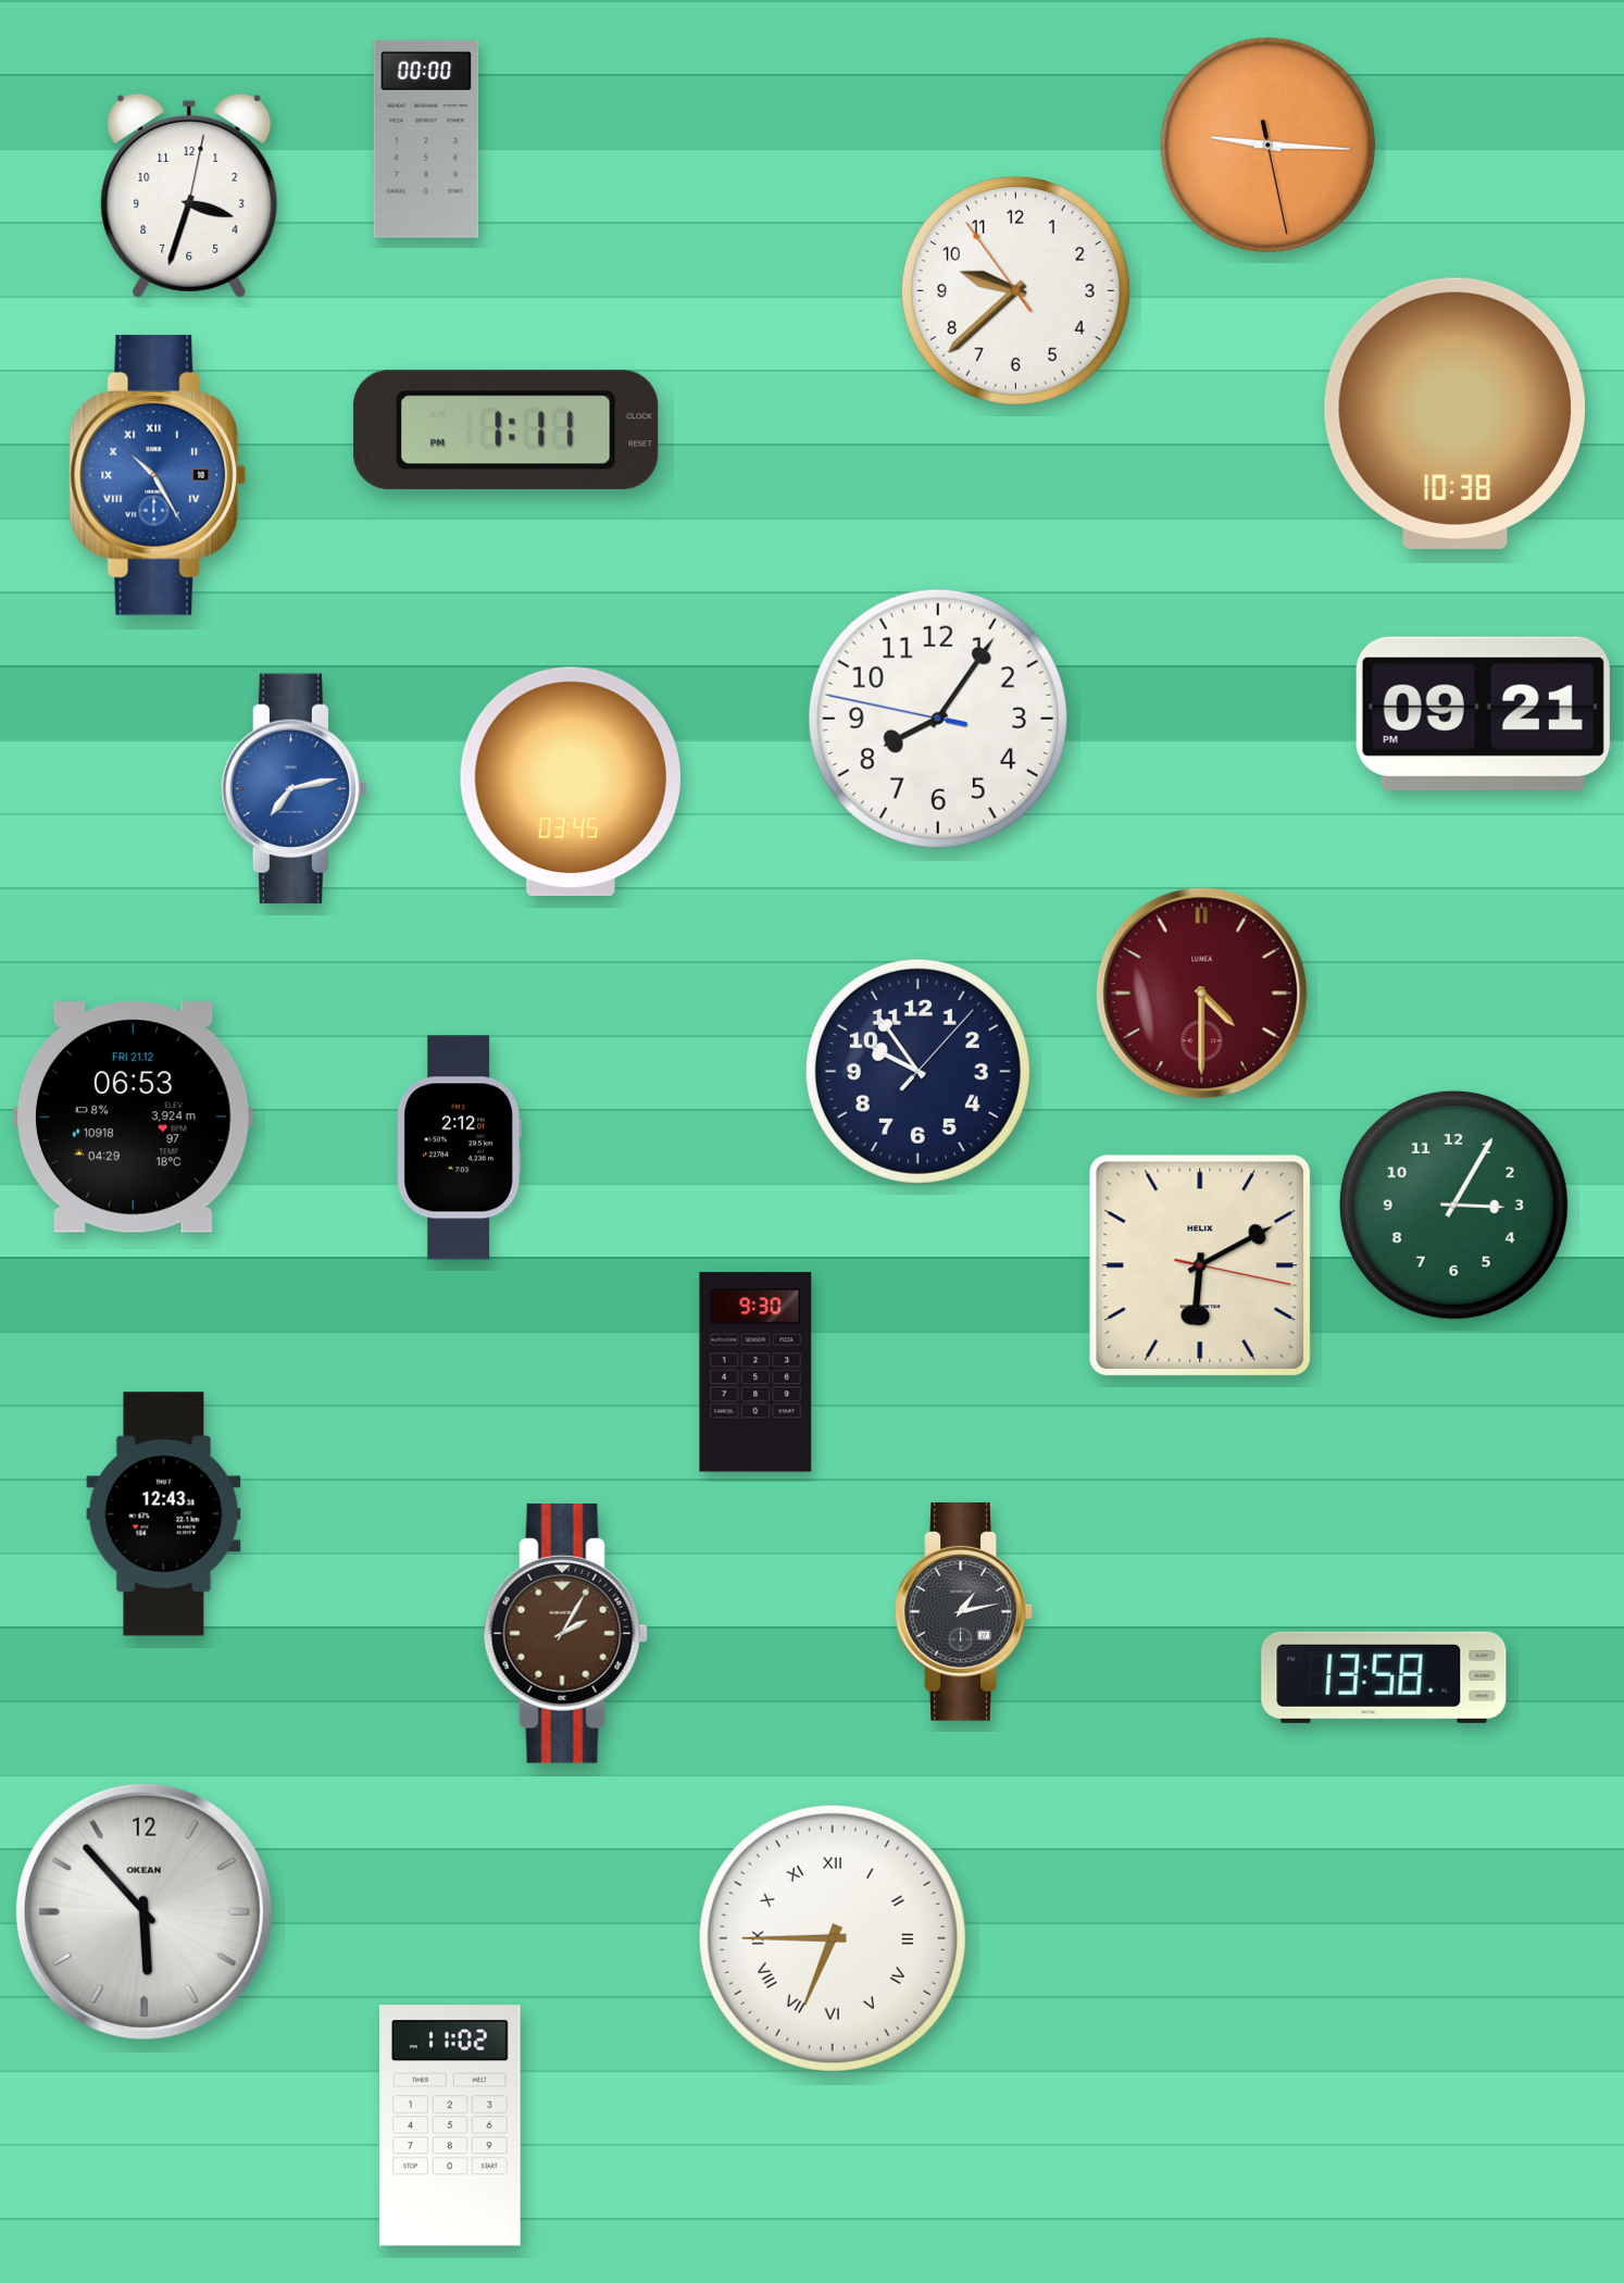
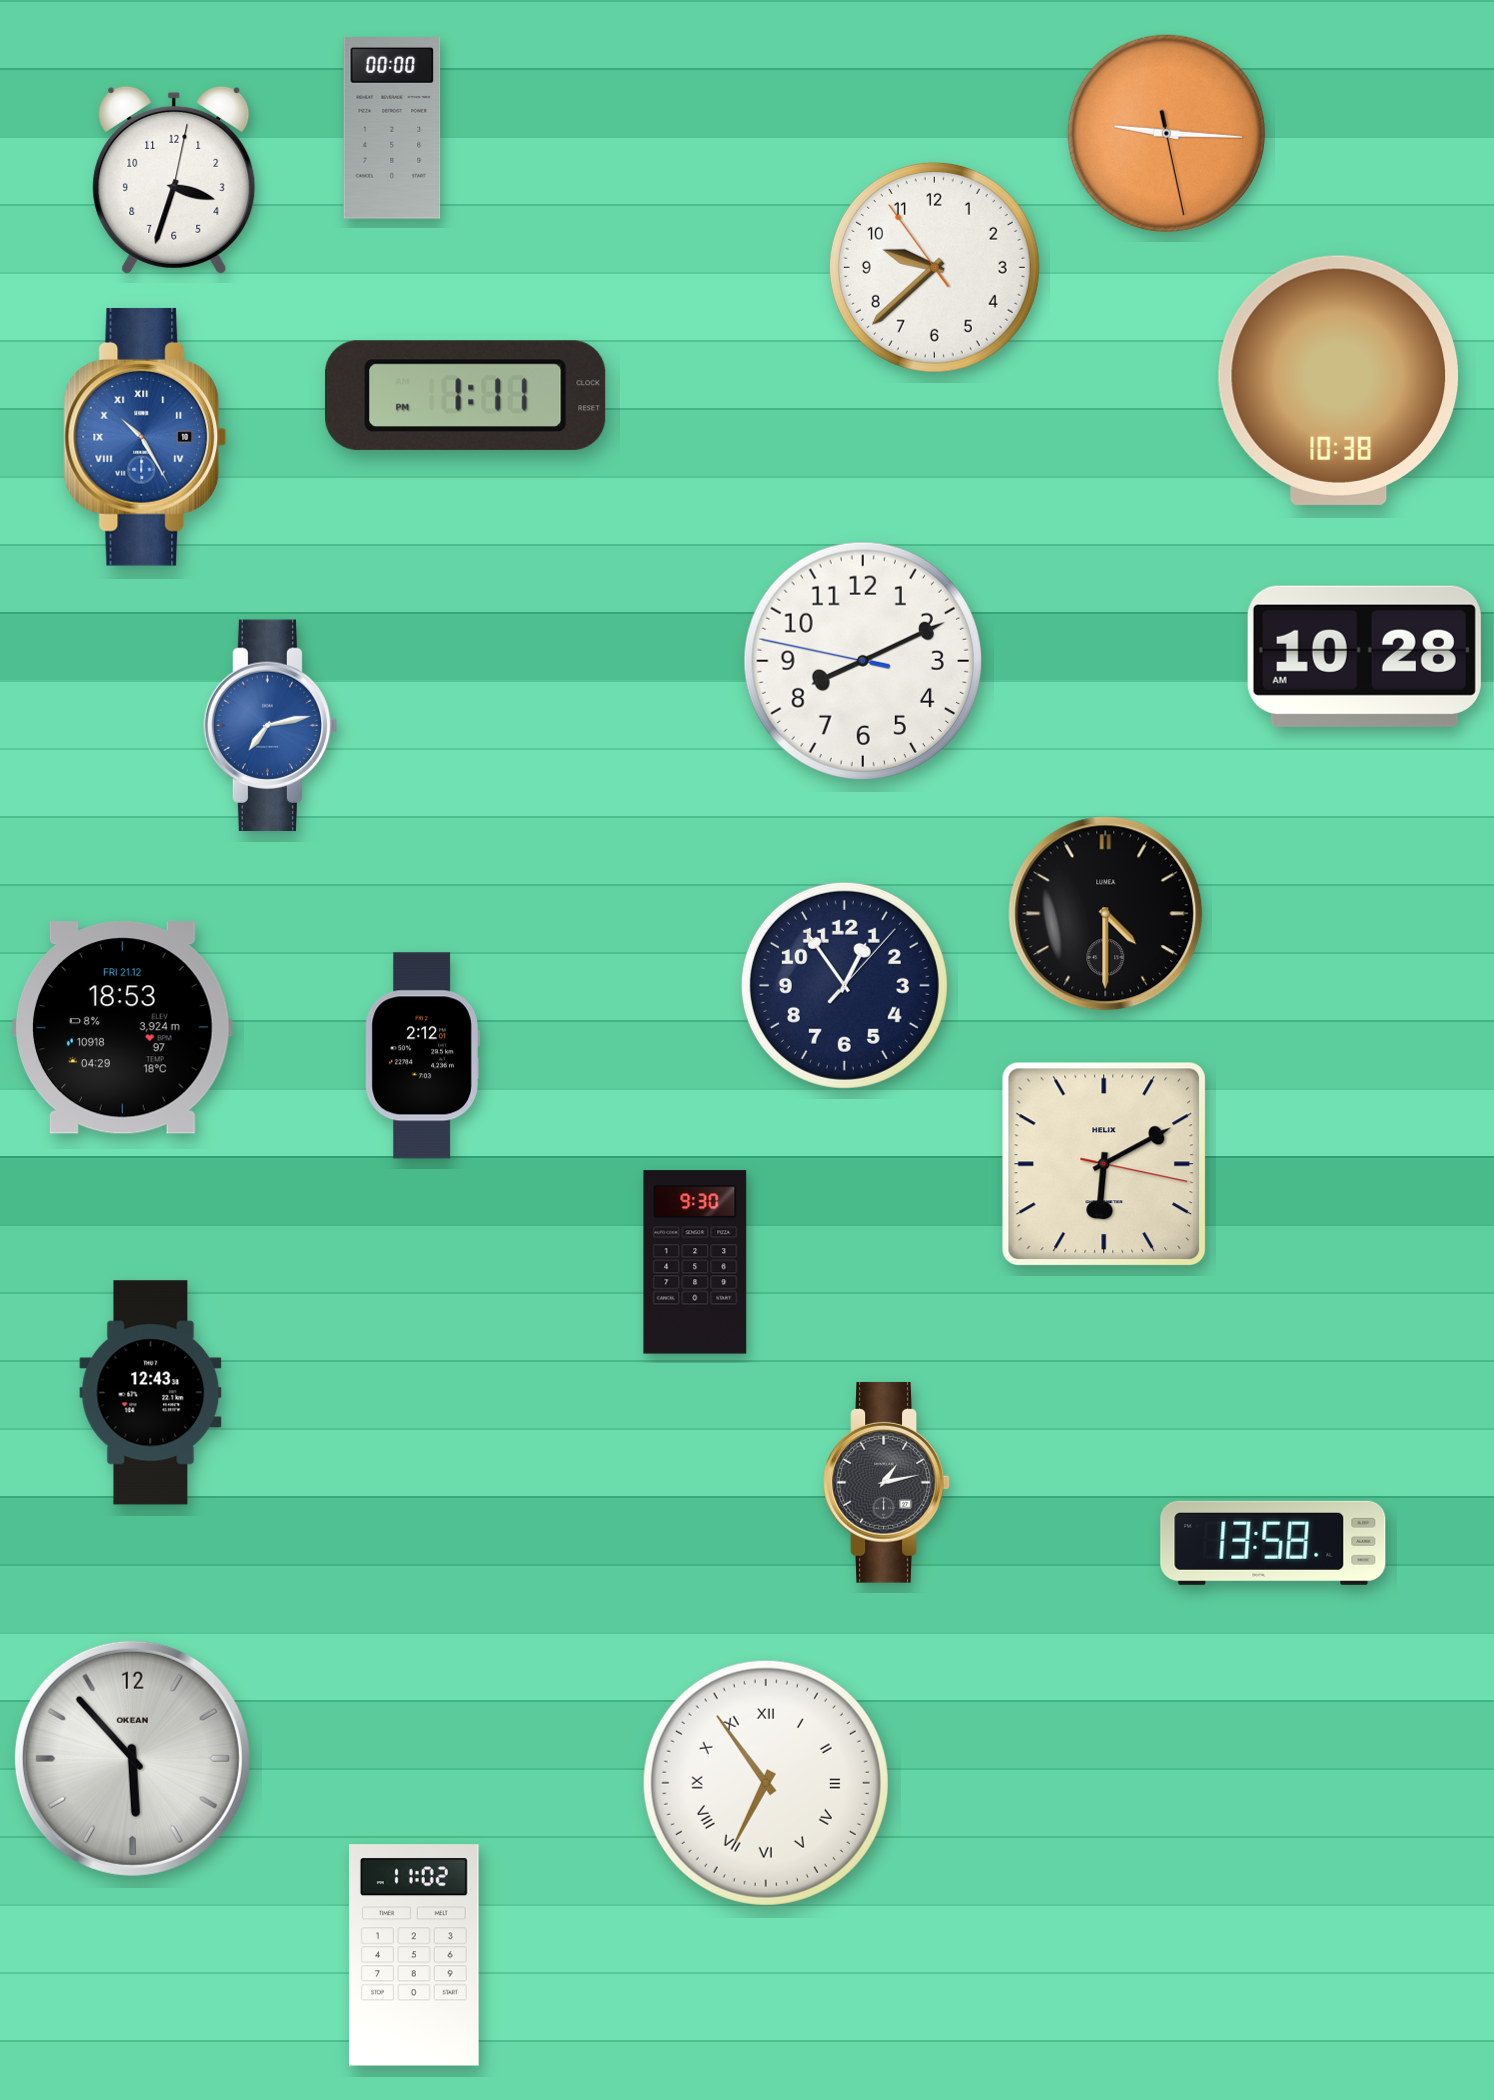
clock at (1483, 713): 09:21 -> 10:28
clock at (937, 718): 8:05 -> 8:10
clock at (571, 782): 03:45 -> none
clock at (1202, 994) dial: burgundy -> black
clock at (917, 1071): 9:54 -> 12:54
clock at (133, 1118): 06:53 -> 18:53
clock at (1453, 1205): 3:05 -> none
clock at (565, 1633): 2:05 -> none
clock at (833, 1938): 6:45 -> 6:54
